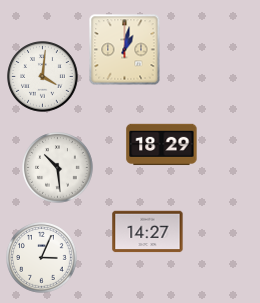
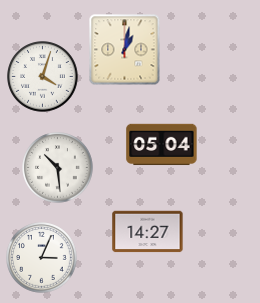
clock at (43, 77): 4:01 -> 4:03
clock at (162, 145): 18:29 -> 05:04
